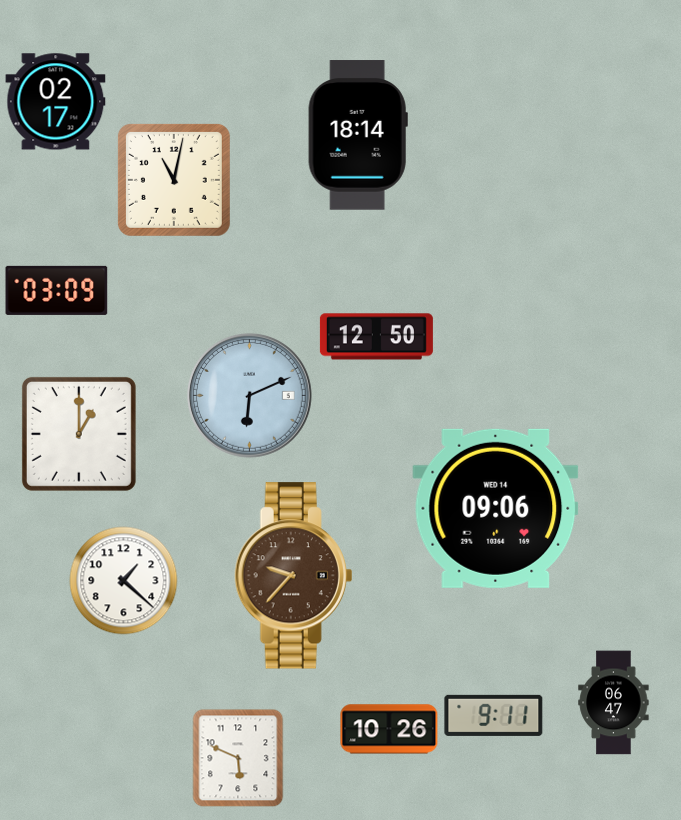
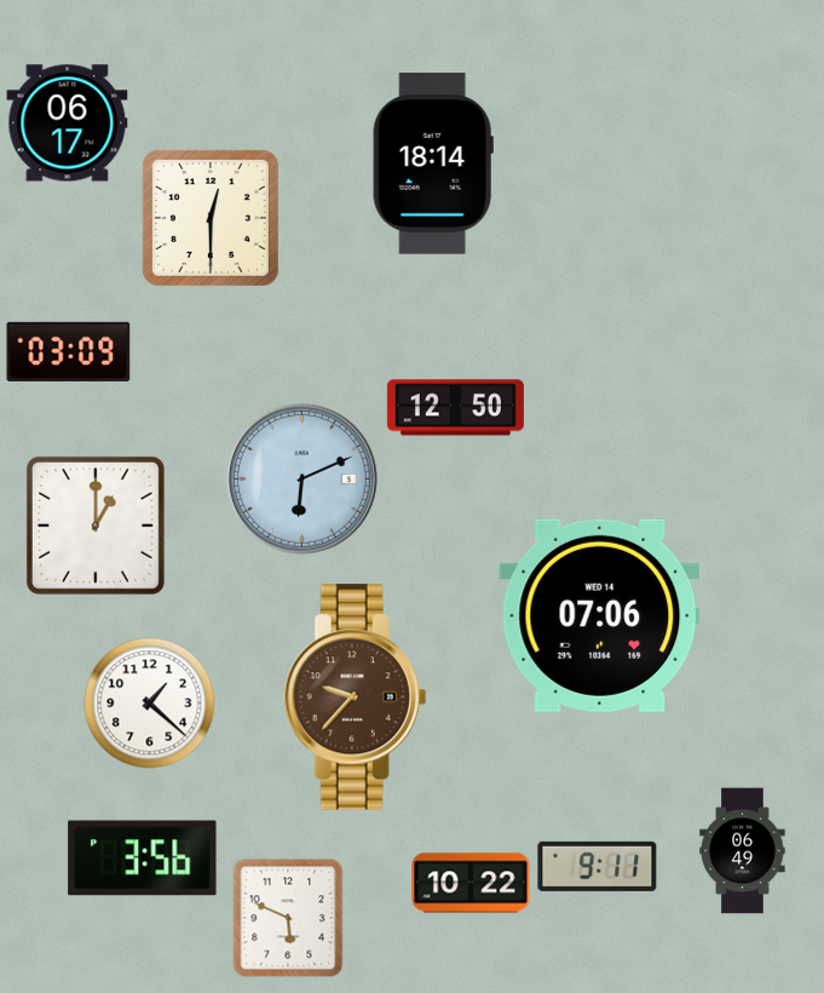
clock at (56, 102): 02:17 -> 06:17
clock at (174, 180): 11:02 -> 12:30
clock at (496, 508): 09:06 -> 07:06
clock at (614, 703): 06:47 -> 06:49
clock at (143, 859): none -> 3:56
clock at (389, 729): 10:26 -> 10:22
